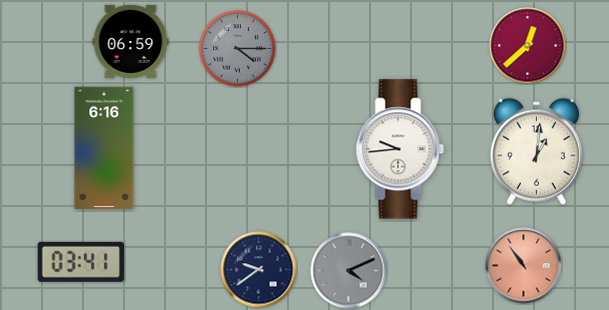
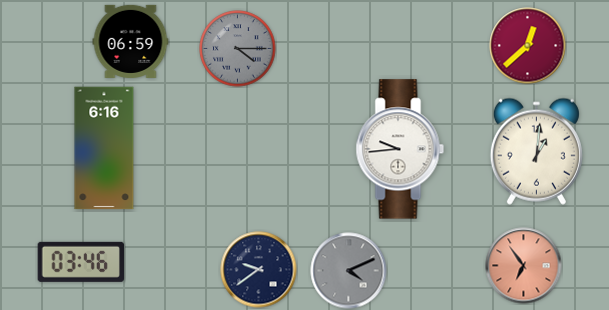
clock at (80, 262): 03:41 -> 03:46
clock at (524, 266): 10:54 -> 6:54
